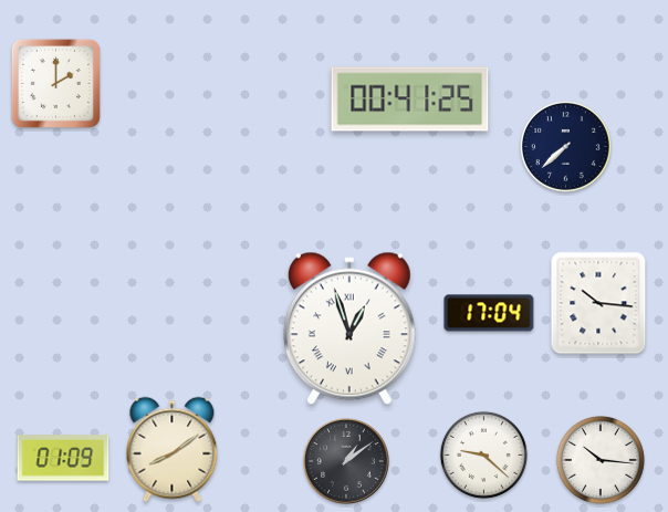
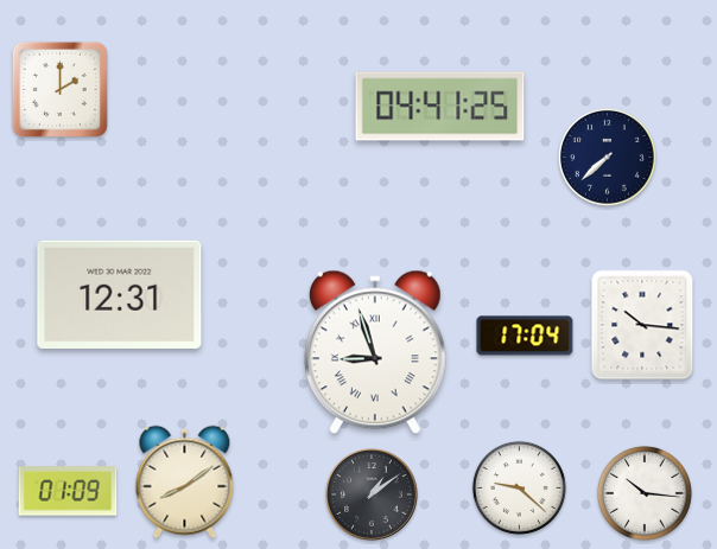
clock at (410, 100): 00:41 -> 04:41
clock at (120, 294): none -> 12:31
clock at (349, 328): 12:57 -> 8:57
